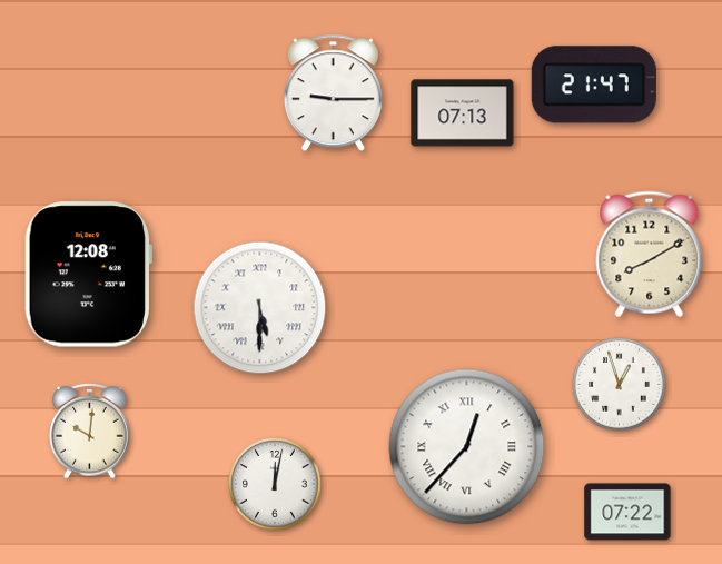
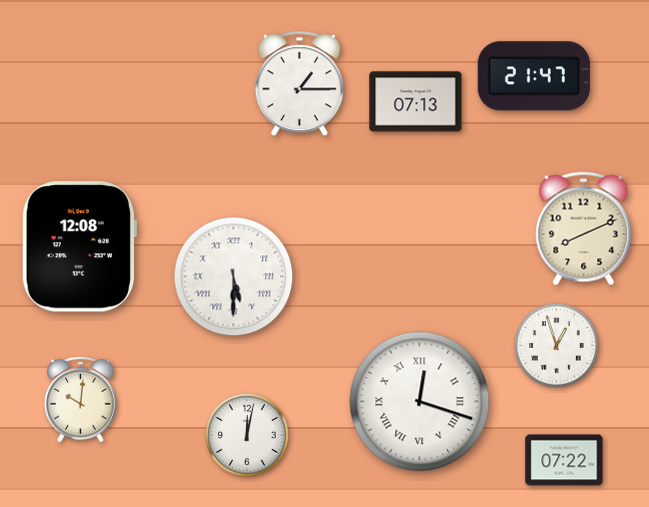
clock at (333, 93): 9:15 -> 1:15
clock at (650, 255): 8:10 -> 8:11
clock at (90, 431) position: (90, 431) -> (81, 399)
clock at (467, 447): 12:37 -> 12:18
